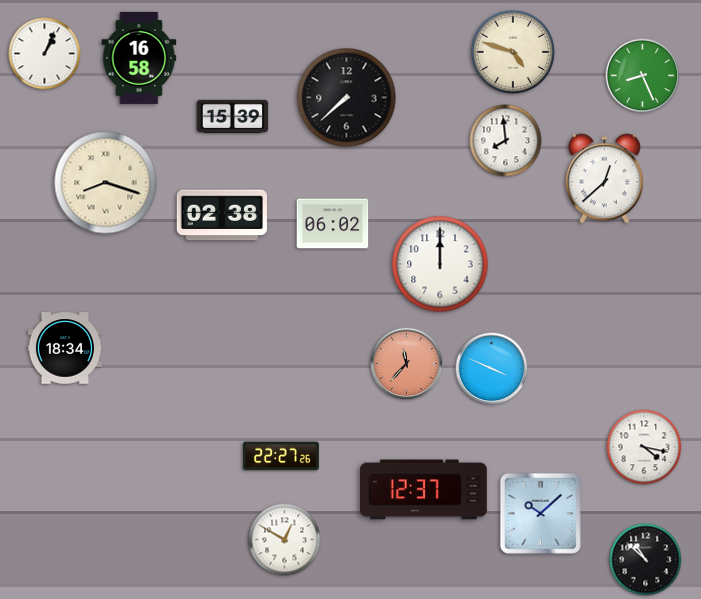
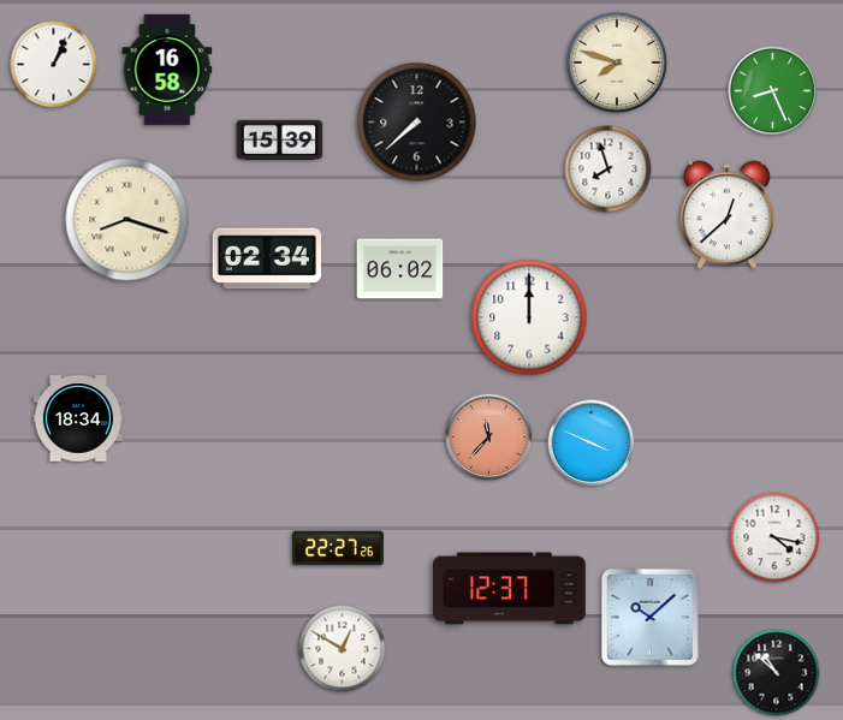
clock at (513, 52): 4:48 -> 7:48
clock at (347, 98) position: (347, 98) -> (417, 123)
clock at (506, 141): 7:59 -> 7:57
clock at (222, 215): 02:38 -> 02:34
